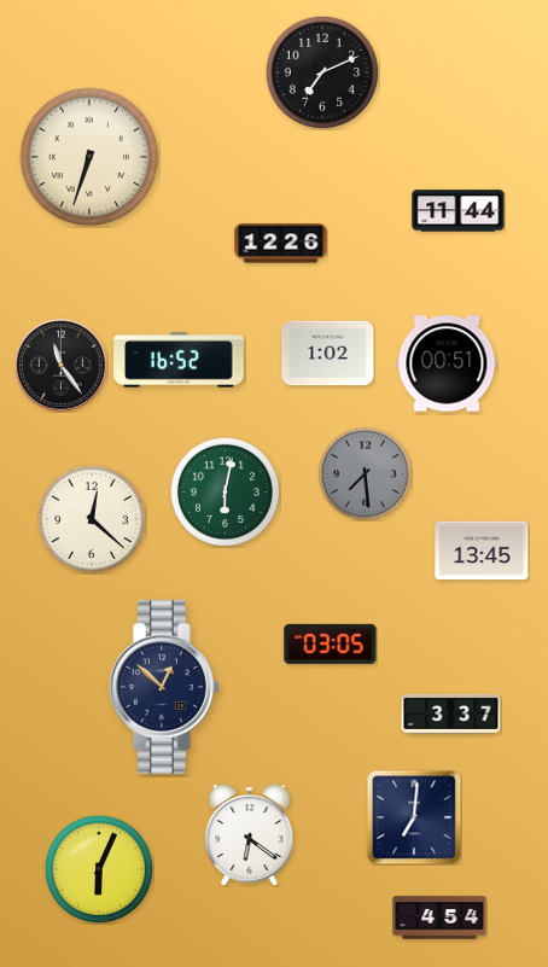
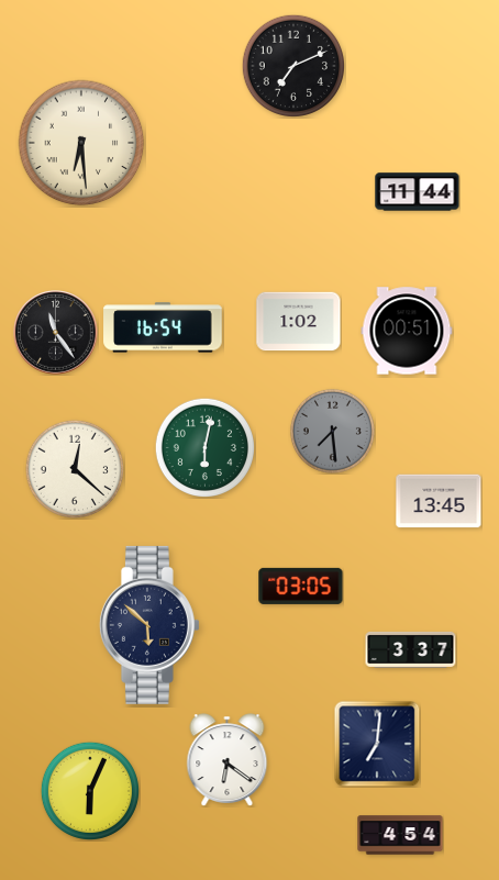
clock at (89, 157): 6:33 -> 6:29
clock at (281, 244): 12:26 -> none
clock at (179, 360): 16:52 -> 16:54
clock at (91, 518) position: (91, 518) -> (74, 468)
clock at (164, 687): 12:52 -> 5:52
